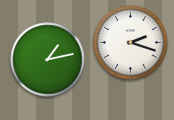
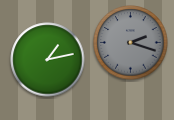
clock at (131, 43) dial: white -> grey
